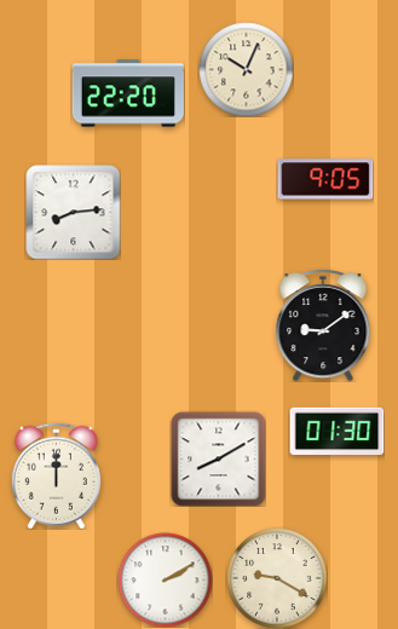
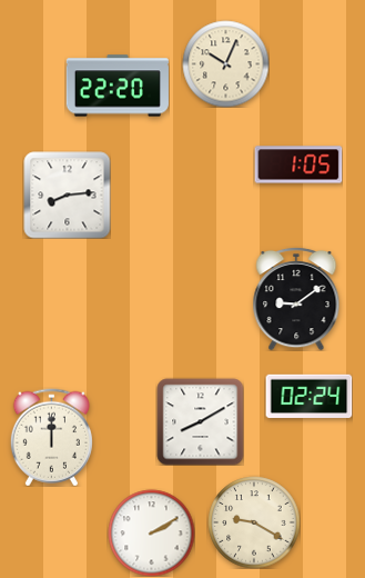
clock at (325, 179): 9:05 -> 1:05
clock at (336, 432): 01:30 -> 02:24
clock at (277, 578) position: (277, 578) -> (254, 522)
